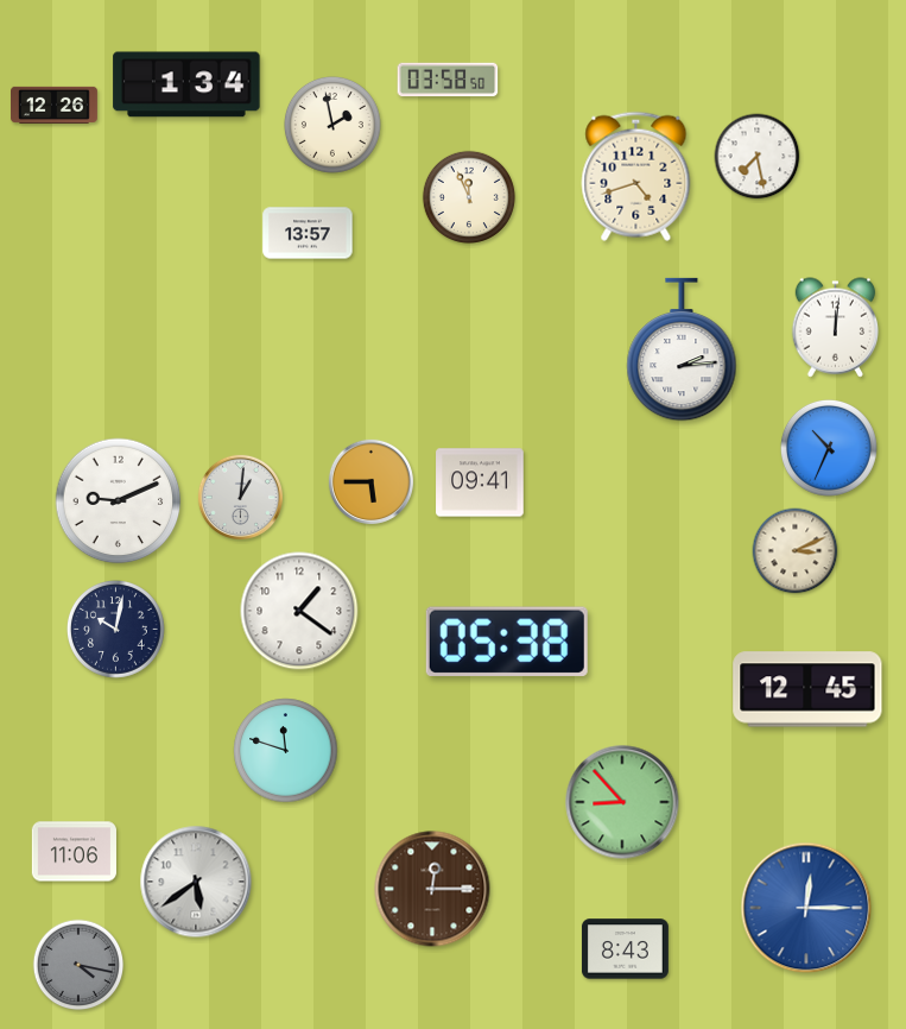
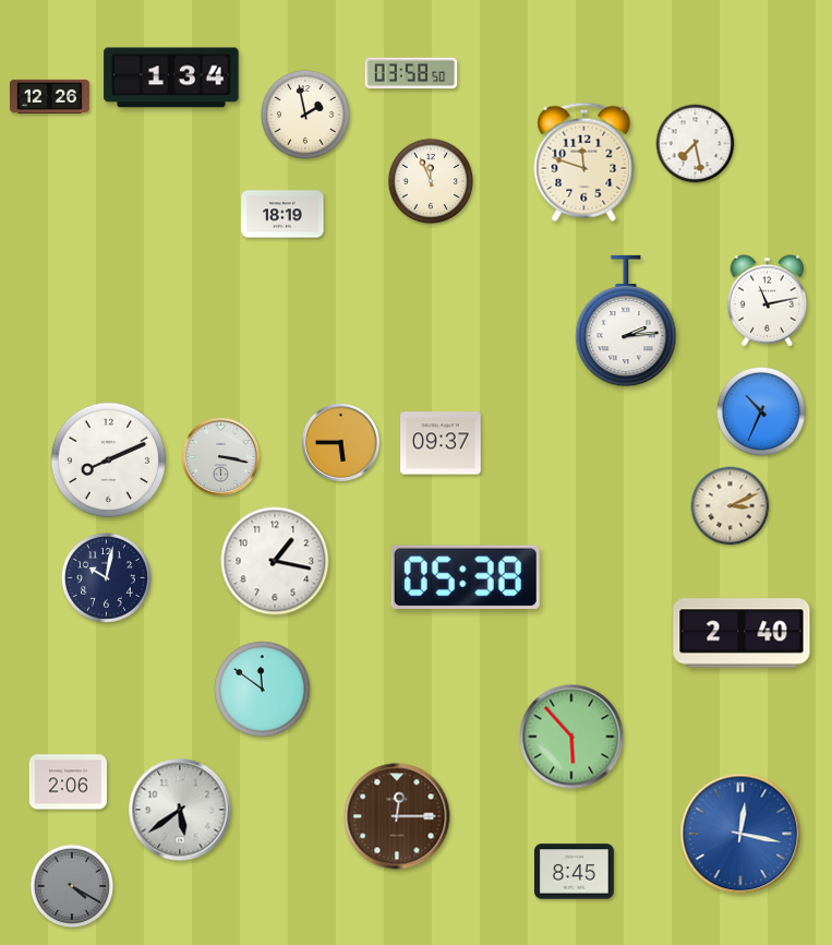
clock at (636, 176): 4:42 -> 11:48
clock at (308, 233): 13:57 -> 18:19
clock at (836, 328): 12:01 -> 11:13
clock at (480, 482): 09:41 -> 09:37
clock at (240, 497): 1:01 -> 3:17
clock at (119, 501): 9:11 -> 8:11
clock at (299, 611): 1:21 -> 1:17
clock at (507, 642) position: (507, 642) -> (466, 577)
clock at (807, 689): 12:45 -> 2:40
clock at (286, 751): 11:48 -> 11:51
clock at (622, 802): 8:53 -> 5:53
clock at (74, 852): 11:06 -> 2:06
clock at (806, 908): 12:15 -> 12:17
clock at (625, 949): 8:43 -> 8:45
clock at (78, 965): 4:17 -> 4:20
